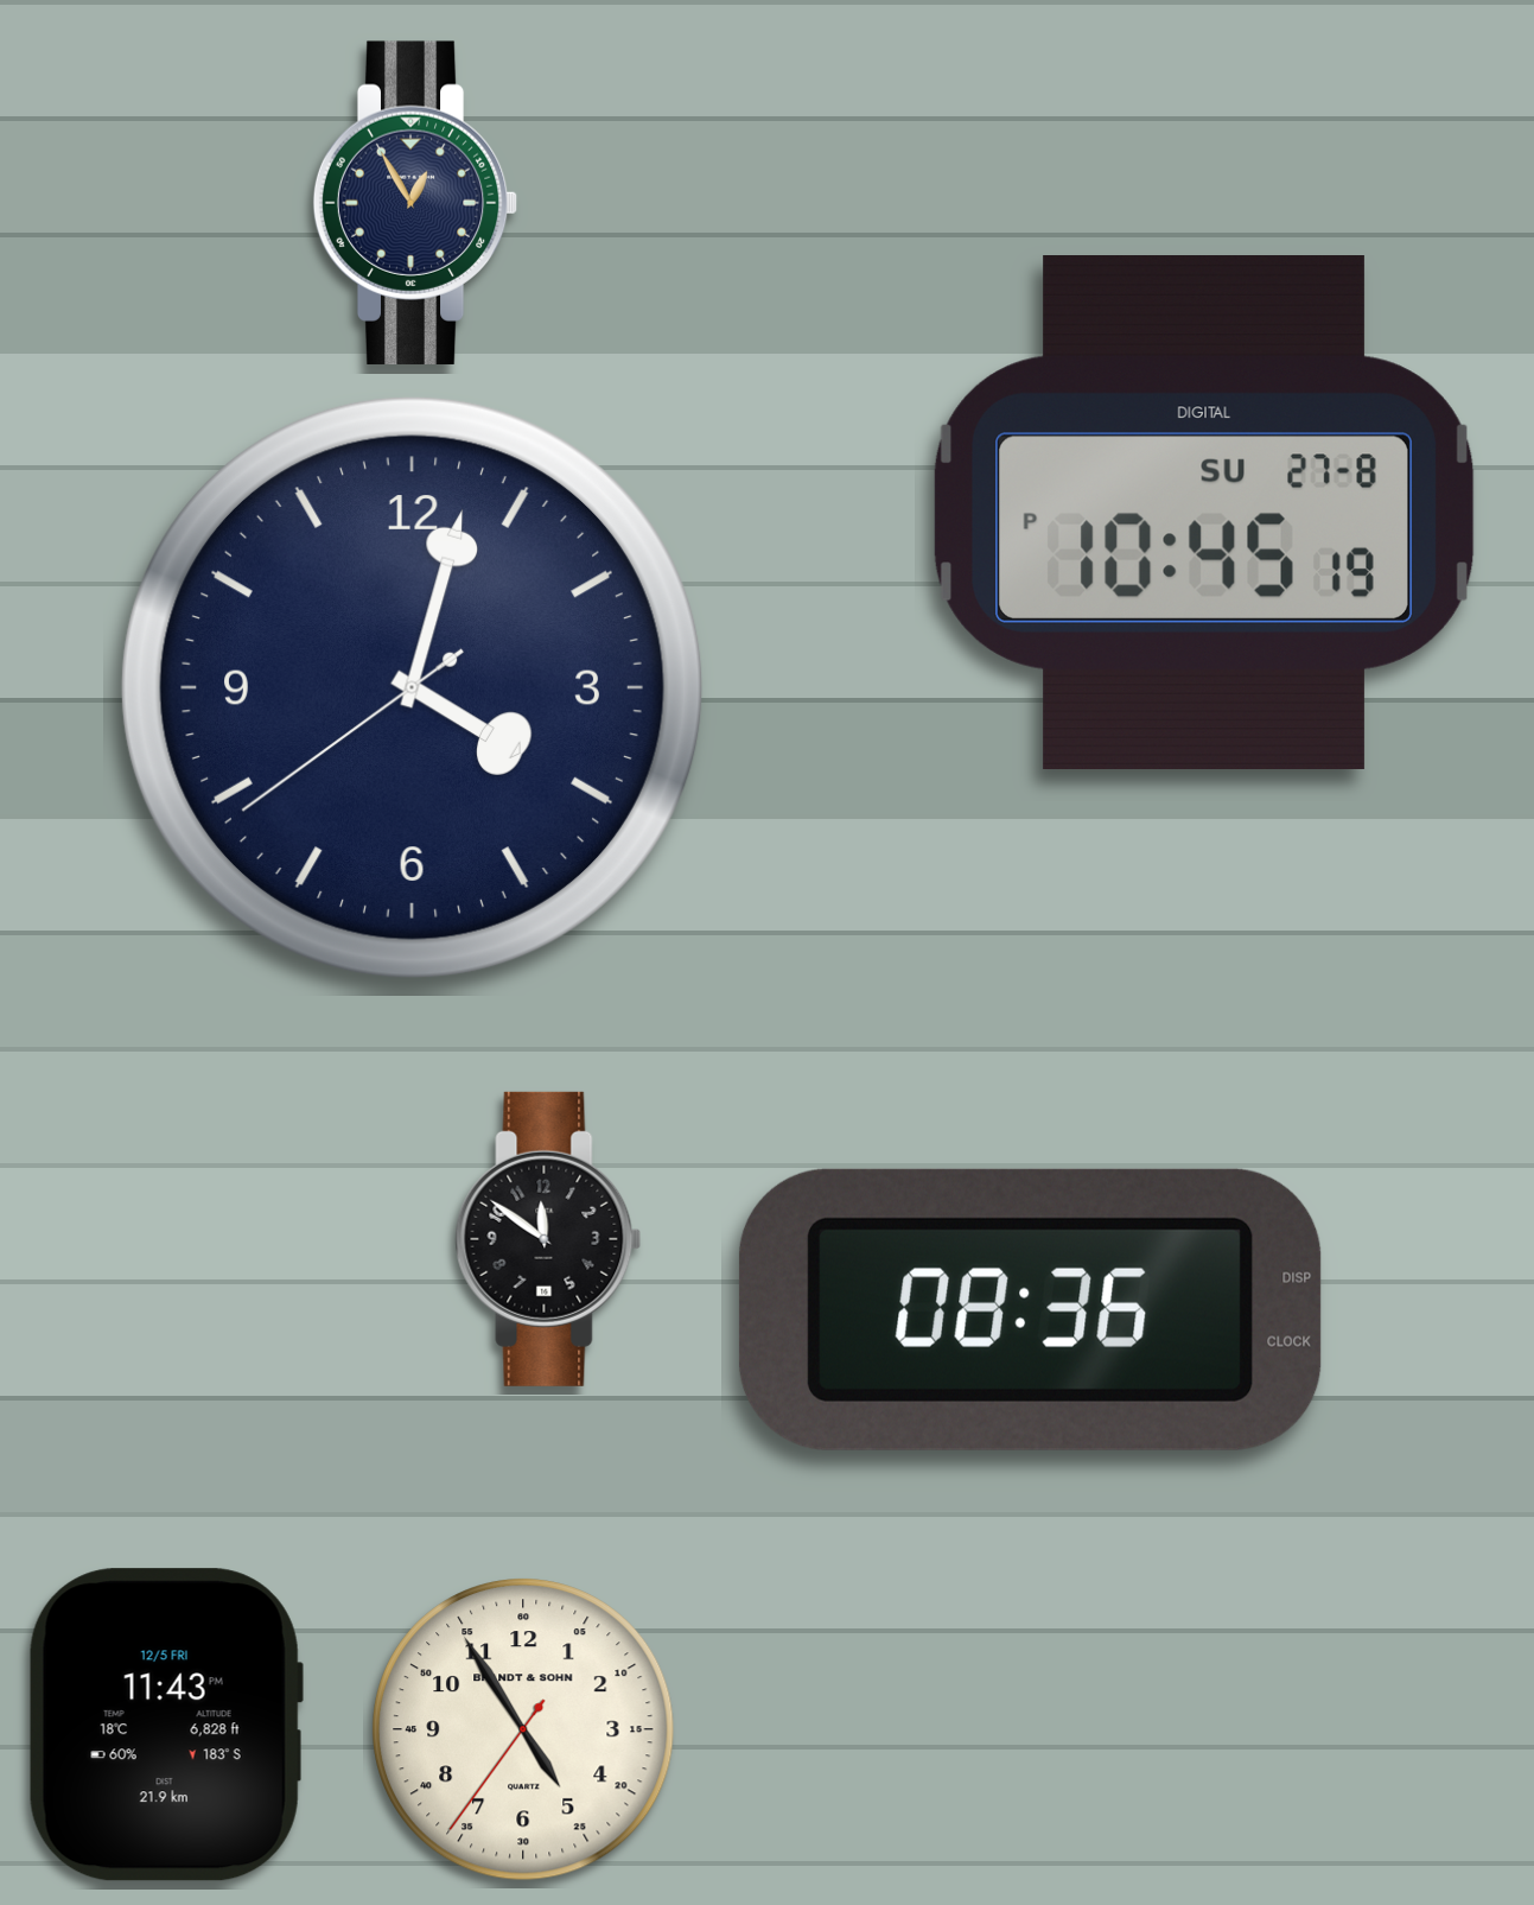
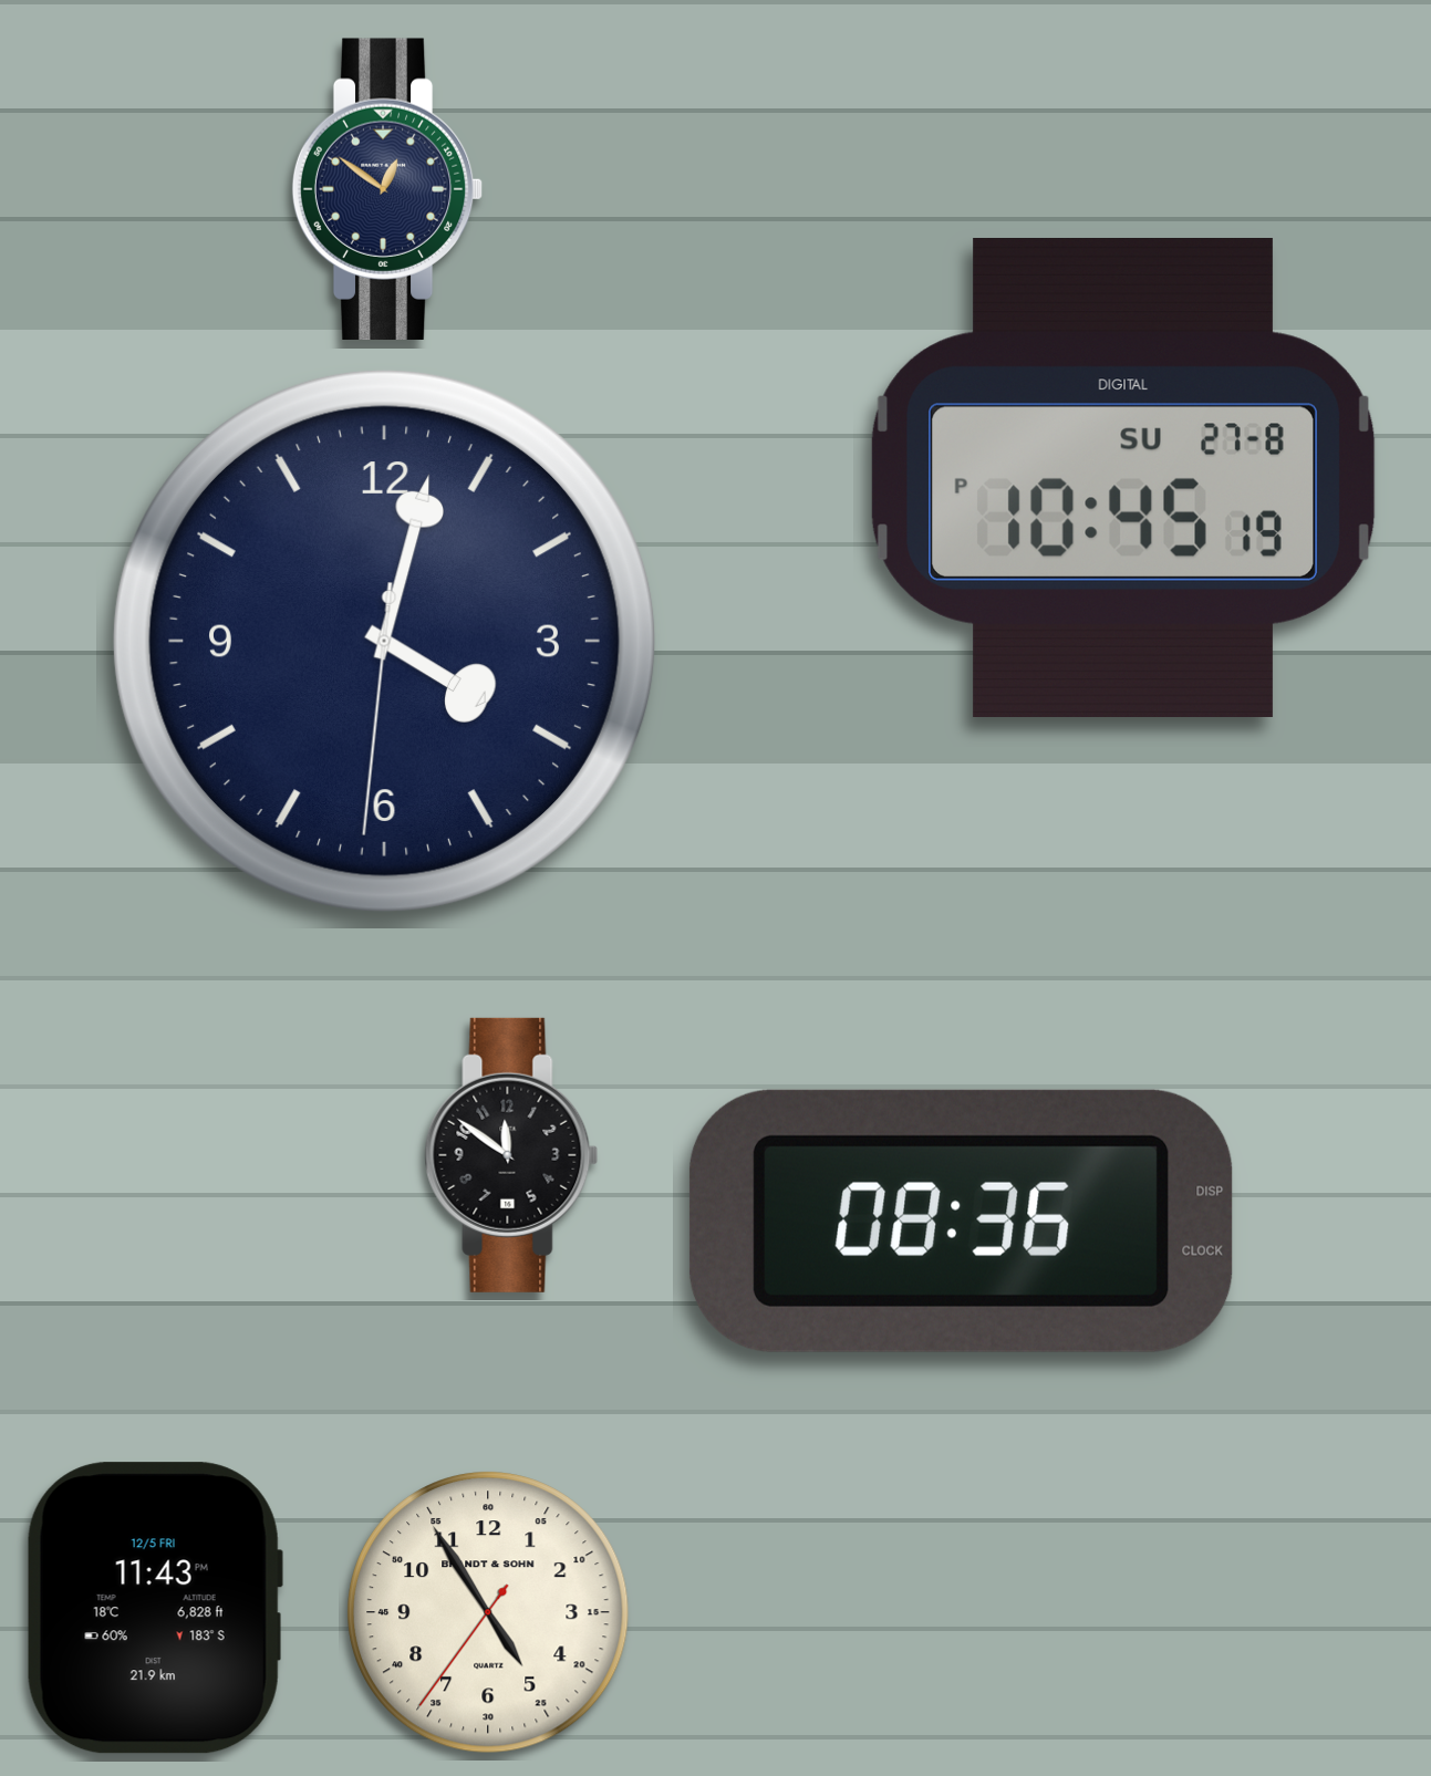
clock at (415, 203): 12:55 -> 12:51
clock at (412, 687): 4:02:39 -> 4:02:31
